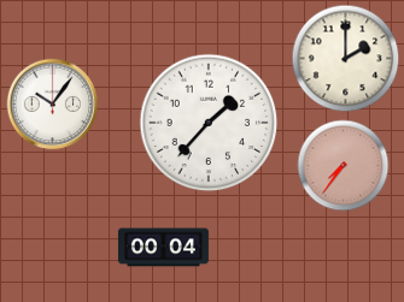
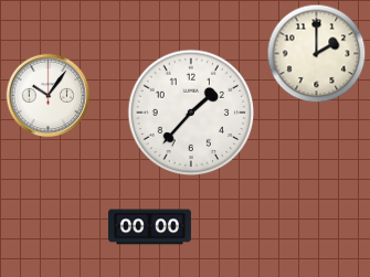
clock at (344, 166): 7:36 -> none
clock at (163, 248): 00:04 -> 00:00
